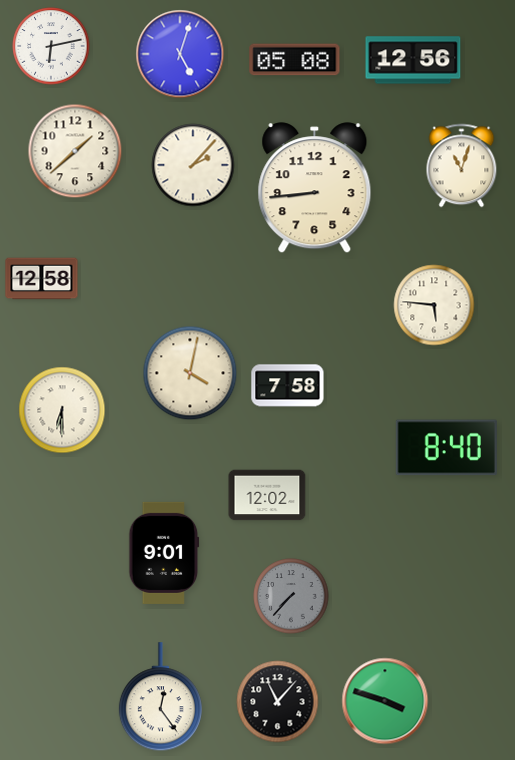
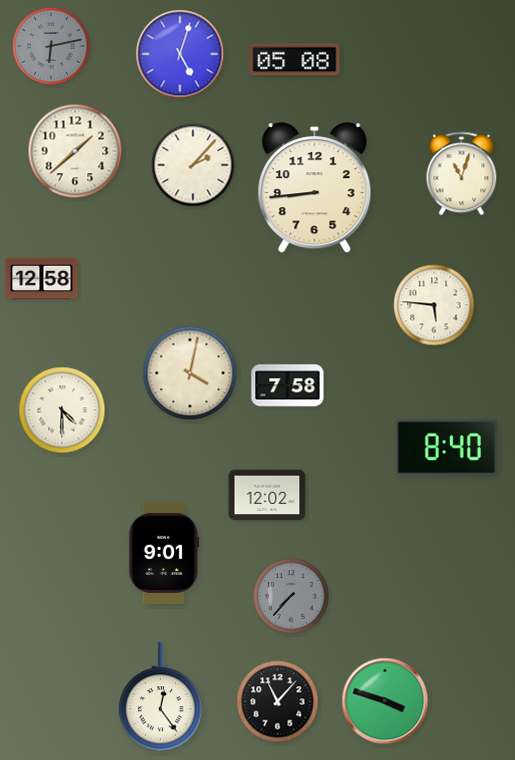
clock at (51, 46) dial: white -> grey
clock at (413, 60): 12:56 -> none
clock at (462, 166) position: (462, 166) -> (462, 174)
clock at (62, 410): 6:30 -> 4:30
